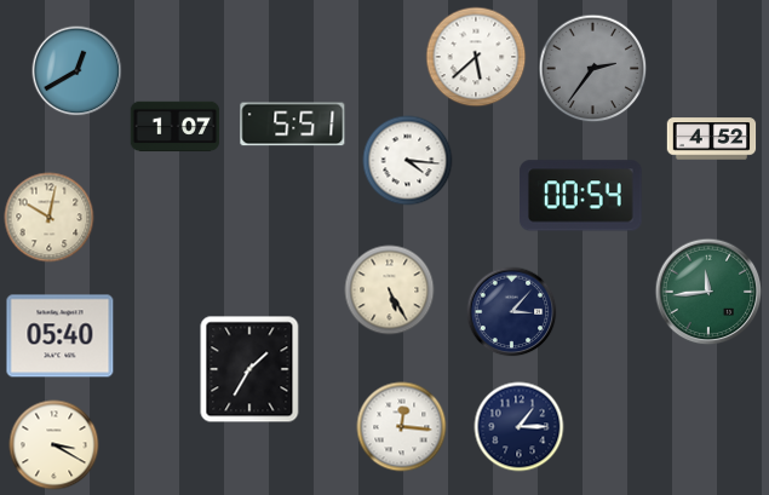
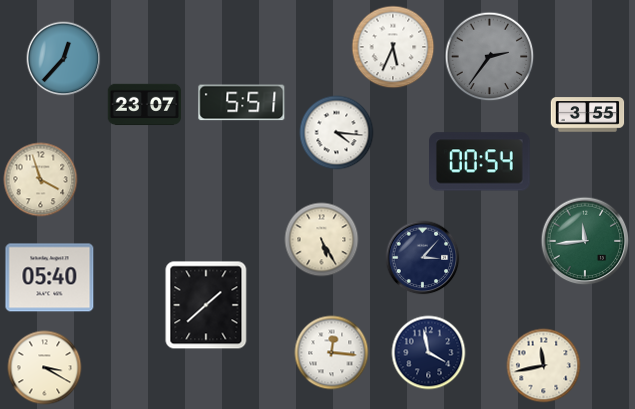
clock at (476, 57): 5:38 -> 5:34
clock at (78, 71): 12:40 -> 12:37
clock at (176, 127): 1:07 -> 23:07
clock at (712, 139): 4:52 -> 3:55
clock at (50, 218): 10:02 -> 3:57
clock at (249, 369): 1:35 -> 1:38
clock at (520, 427): 1:15 -> 3:58
clock at (544, 366): none -> 11:43
